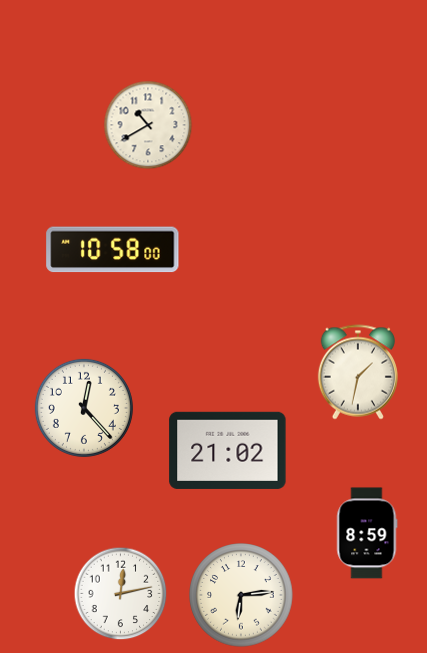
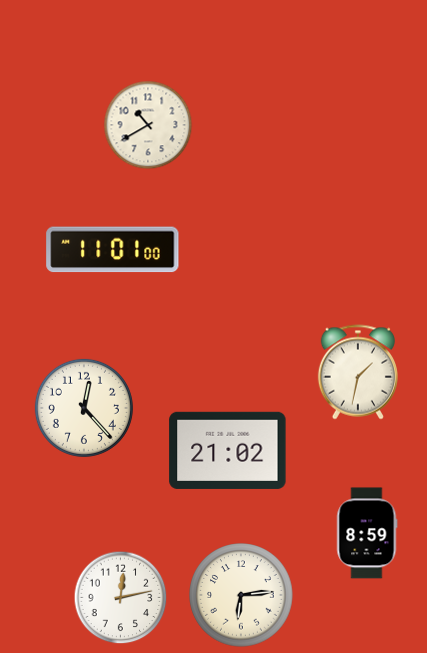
clock at (113, 250): 10:58 -> 11:01
clock at (121, 594) position: (121, 594) -> (121, 598)
